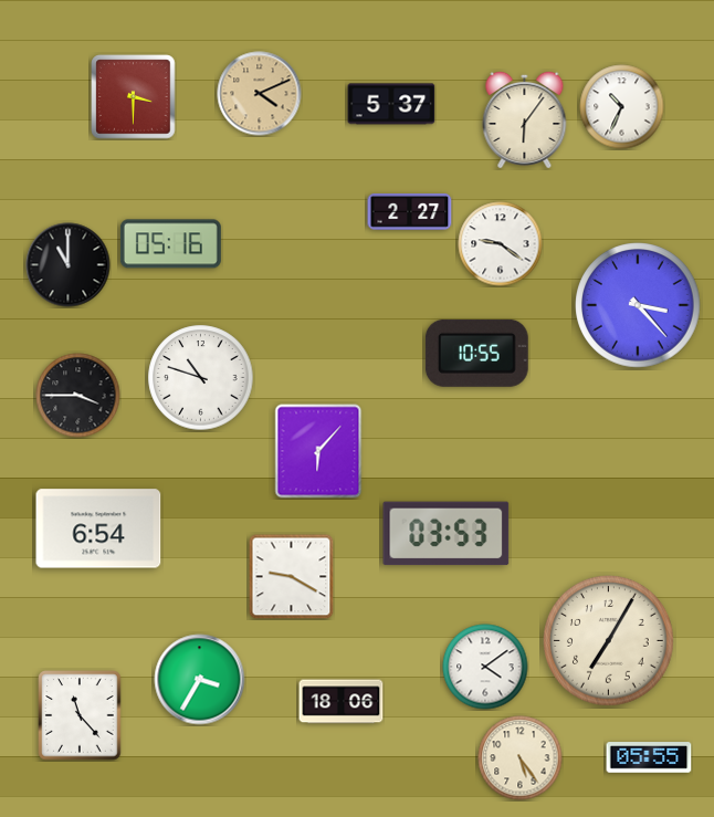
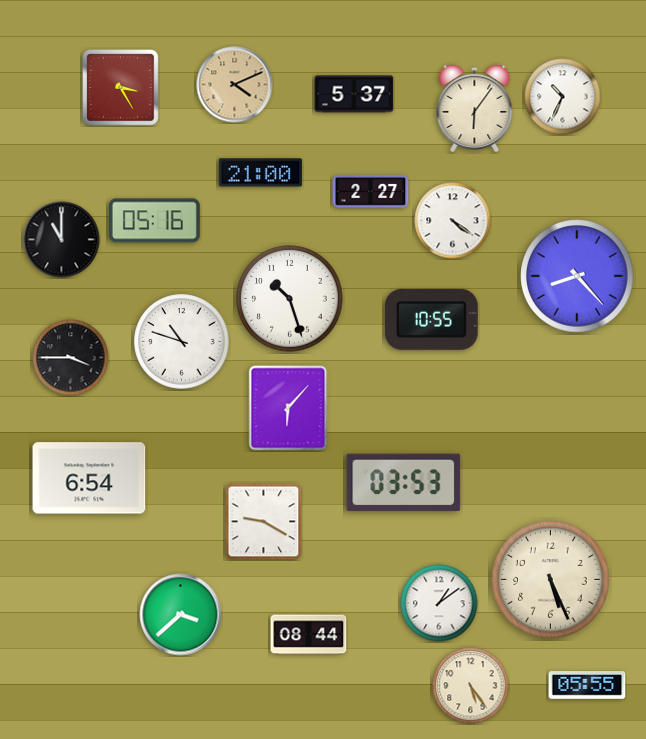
clock at (134, 97): 3:30 -> 3:25
clock at (261, 173): none -> 21:00
clock at (501, 244): 9:21 -> 4:21
clock at (638, 305): 3:23 -> 8:23
clock at (290, 299): none -> 10:27
clock at (609, 641): 7:05 -> 5:26
clock at (485, 667): 4:09 -> 1:09
clock at (200, 680): 3:35 -> 3:38
clock at (342, 702): 18:06 -> 08:44
clock at (80, 715): 11:23 -> none
